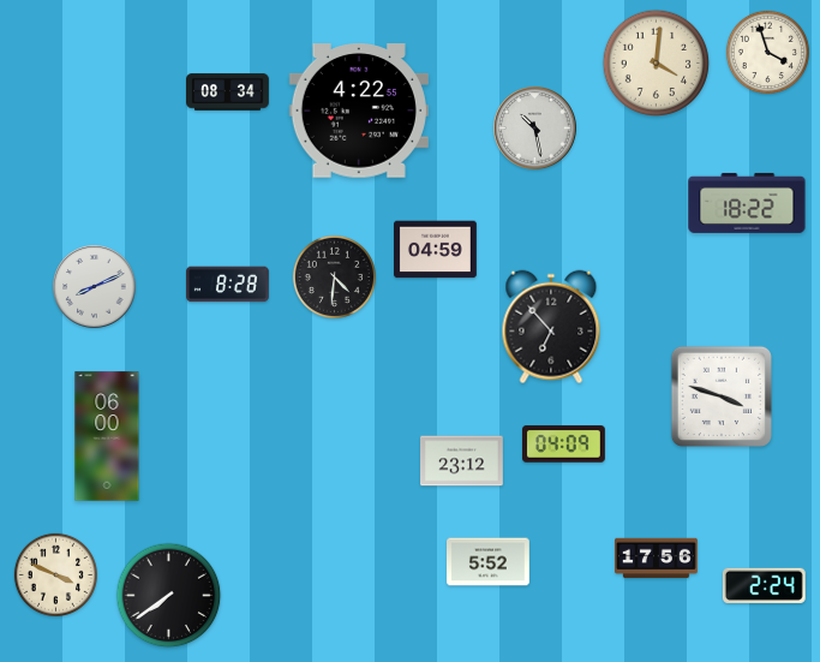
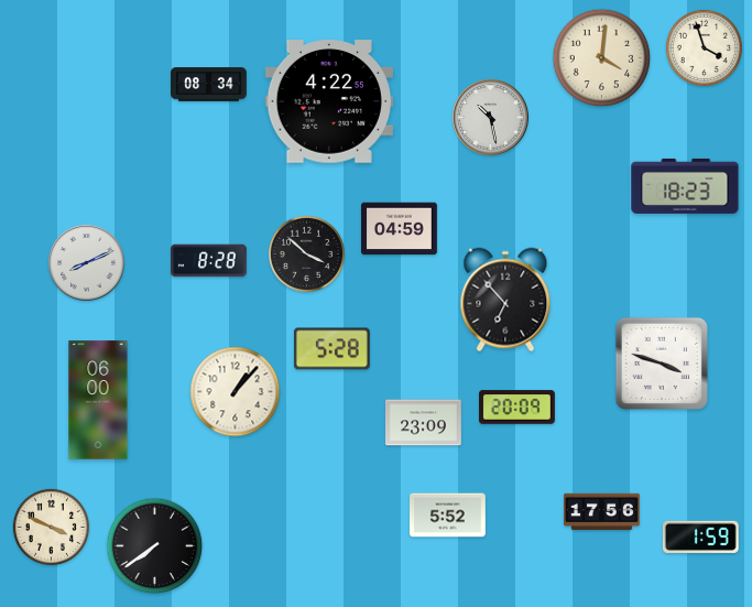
clock at (747, 203): 18:22 -> 18:23
clock at (334, 276): 4:31 -> 3:52
clock at (331, 349): none -> 5:28
clock at (236, 392): none -> 1:07
clock at (564, 445): 04:09 -> 20:09
clock at (462, 461): 23:12 -> 23:09
clock at (764, 585): 2:24 -> 1:59
